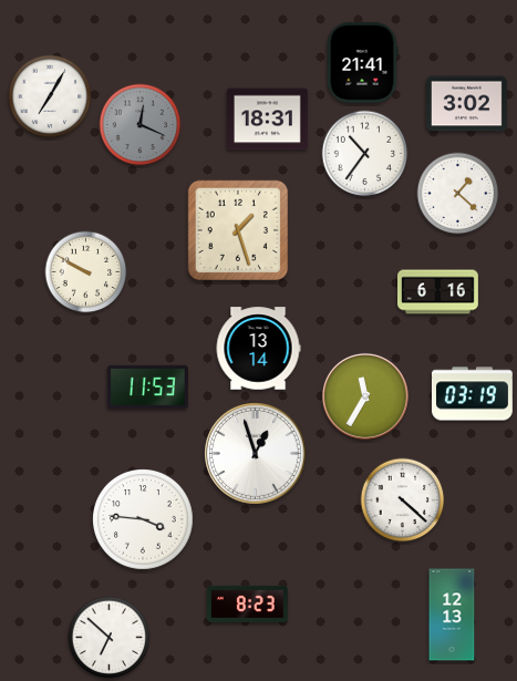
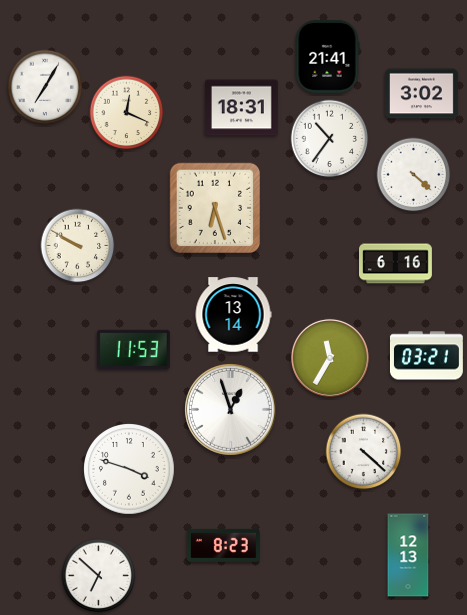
clock at (141, 125) dial: grey -> cream
clock at (458, 194): 1:22 -> 4:22
clock at (238, 230): 1:27 -> 6:27
clock at (472, 394): 03:19 -> 03:21
clock at (144, 520): 3:46 -> 3:48
